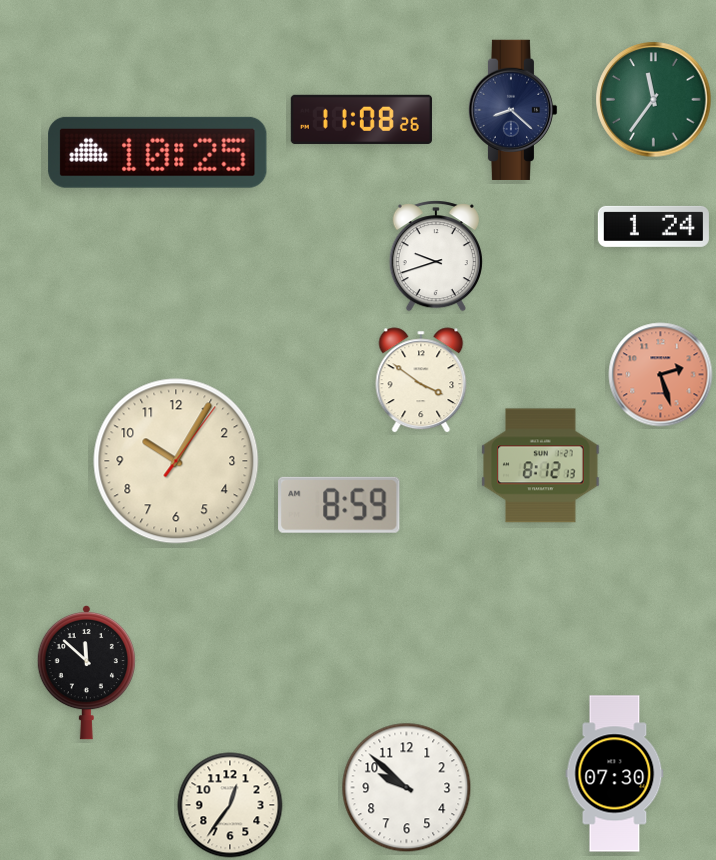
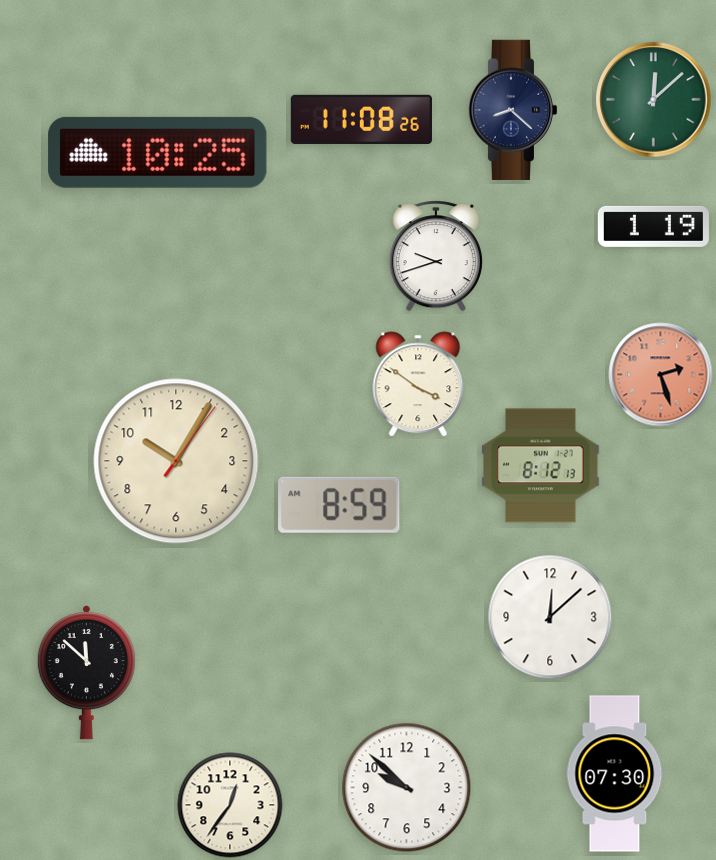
clock at (654, 100): 11:36 -> 12:08
clock at (653, 226): 1:24 -> 1:19
clock at (421, 380) position: (421, 380) -> (418, 384)
clock at (550, 617): none -> 12:08
